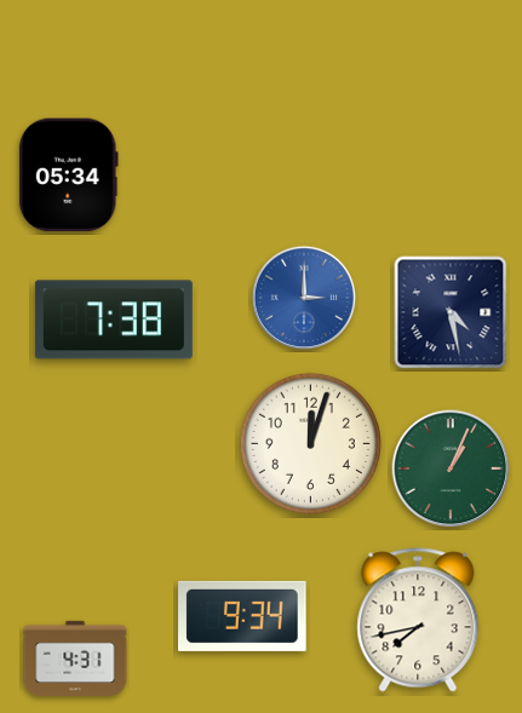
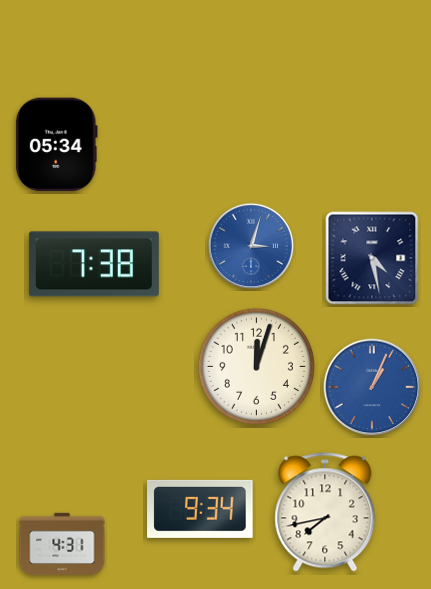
clock at (304, 298): 3:00 -> 3:03
clock at (451, 468) dial: green -> blue
clock at (418, 620) position: (418, 620) -> (325, 512)
